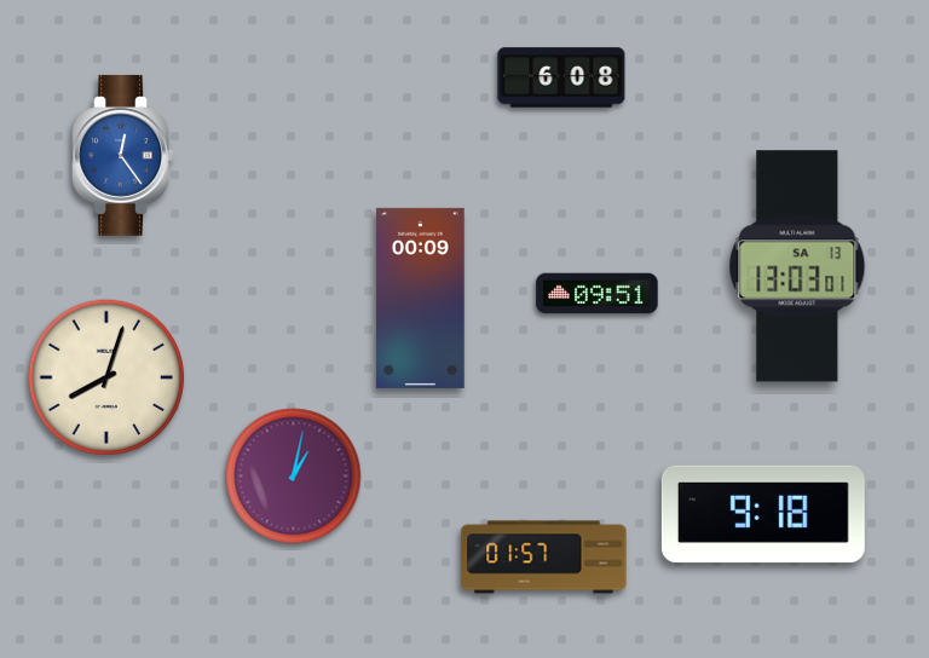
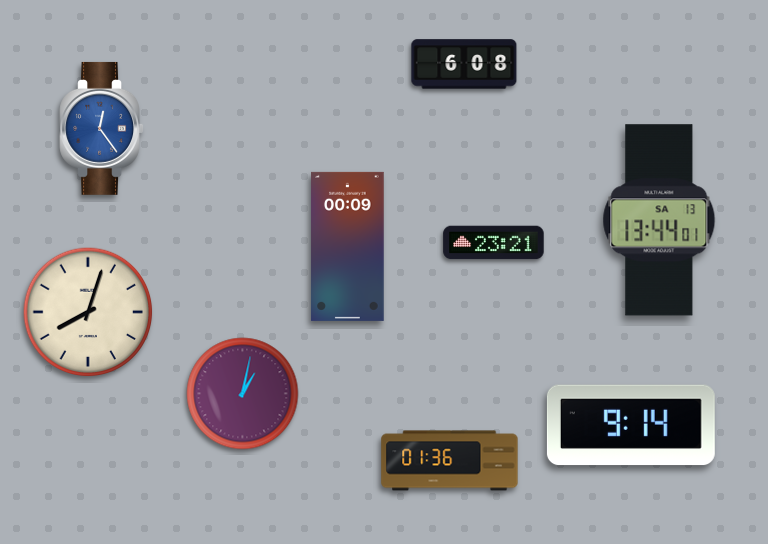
clock at (797, 266): 13:03 -> 13:44
clock at (598, 294): 09:51 -> 23:21
clock at (763, 514): 9:18 -> 9:14
clock at (544, 558): 01:57 -> 01:36
